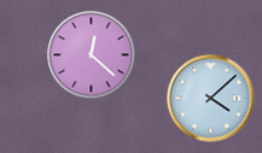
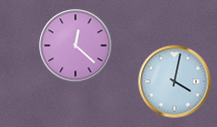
clock at (211, 99): 4:08 -> 4:02
